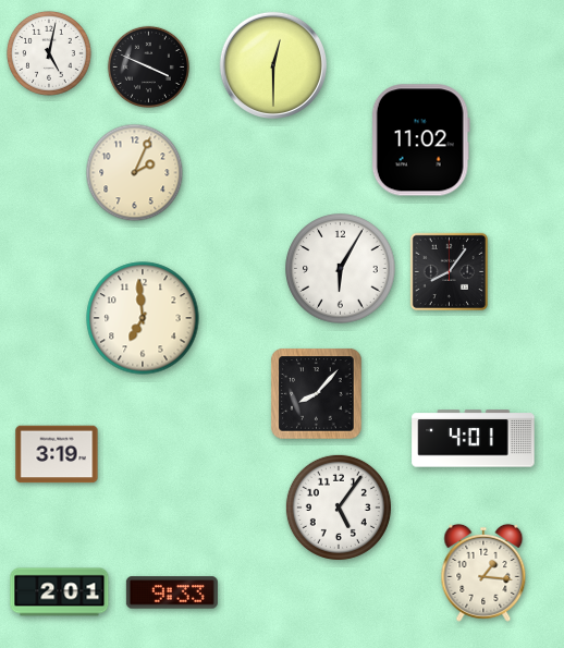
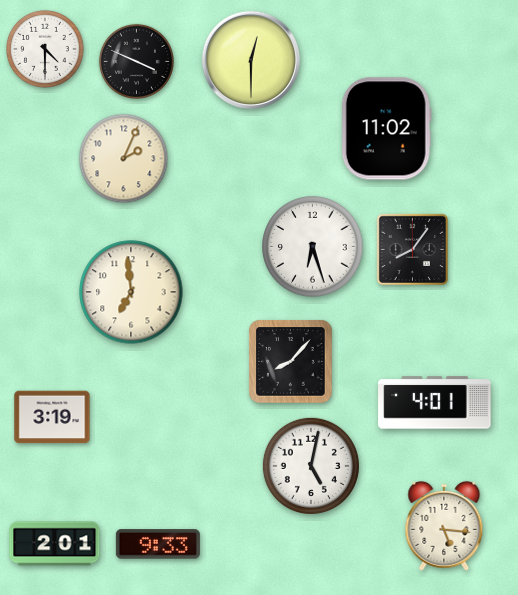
clock at (49, 53): 5:02 -> 4:30
clock at (341, 269): 6:05 -> 6:27
clock at (339, 508): 5:06 -> 5:02
clock at (483, 573): 1:16 -> 5:16
